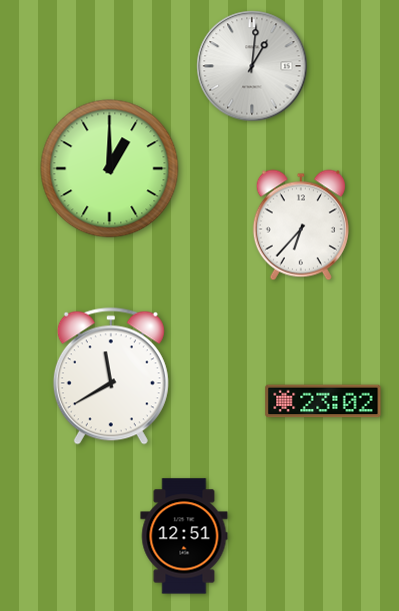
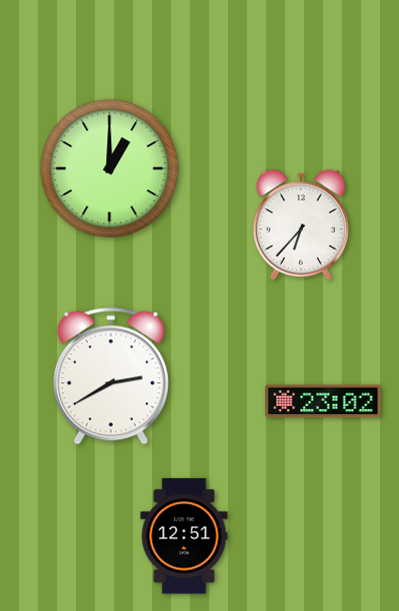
clock at (252, 66): 1:01 -> none
clock at (111, 376): 11:40 -> 2:40
